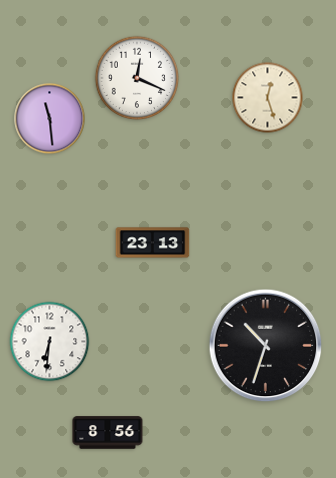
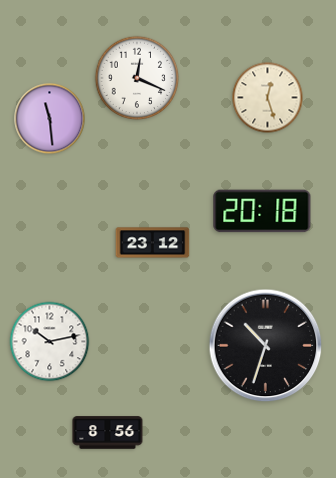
clock at (262, 211): none -> 20:18
clock at (153, 243): 23:13 -> 23:12
clock at (50, 342): 6:31 -> 10:13
